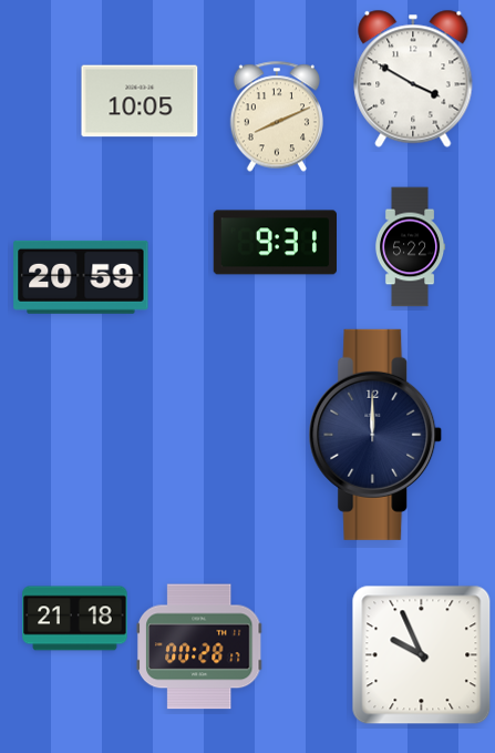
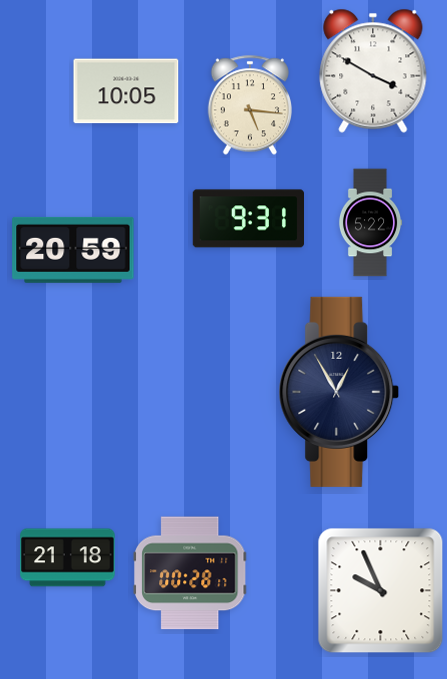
clock at (276, 116): 8:11 -> 5:16
clock at (375, 435): 12:00 -> 12:55
clock at (199, 647) position: (199, 647) -> (190, 573)
